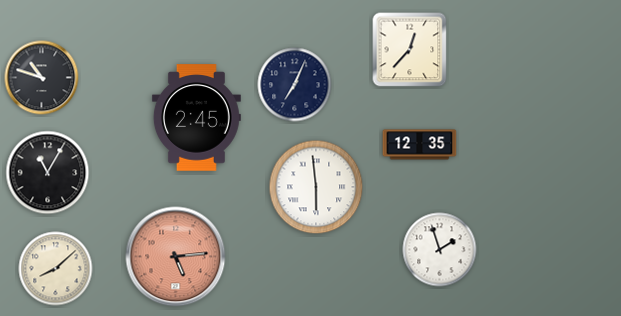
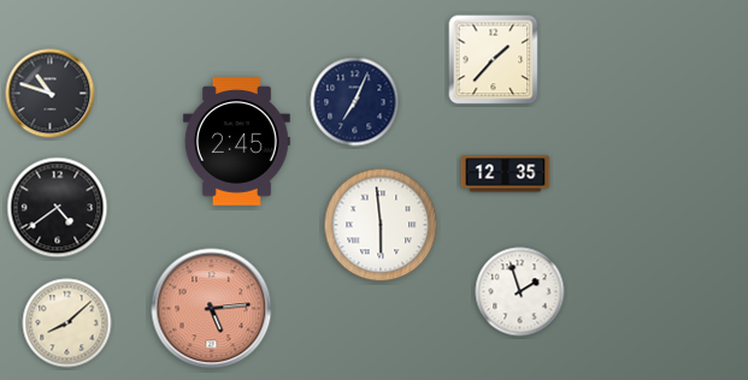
clock at (410, 50): 12:37 -> 1:37
clock at (48, 173): 11:05 -> 4:39
clock at (440, 250) position: (440, 250) -> (520, 292)
